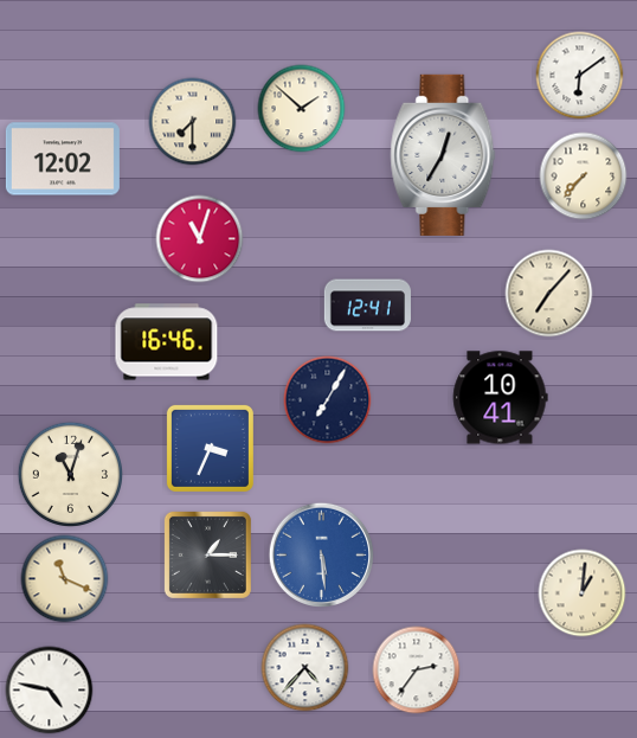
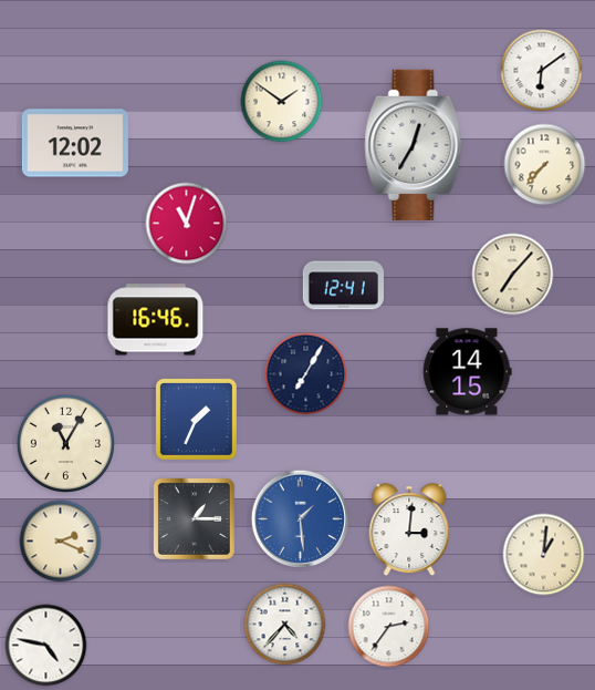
clock at (302, 109): 1:52 -> 1:51
clock at (193, 122): 7:30 -> none
clock at (63, 159) position: (63, 159) -> (75, 143)
clock at (500, 398): 10:41 -> 14:15
clock at (210, 448): 3:34 -> 1:34
clock at (70, 474): 11:03 -> 11:05
clock at (321, 554): 5:29 -> 1:29
clock at (409, 531): none -> 3:01
clock at (65, 579): 11:19 -> 2:19
